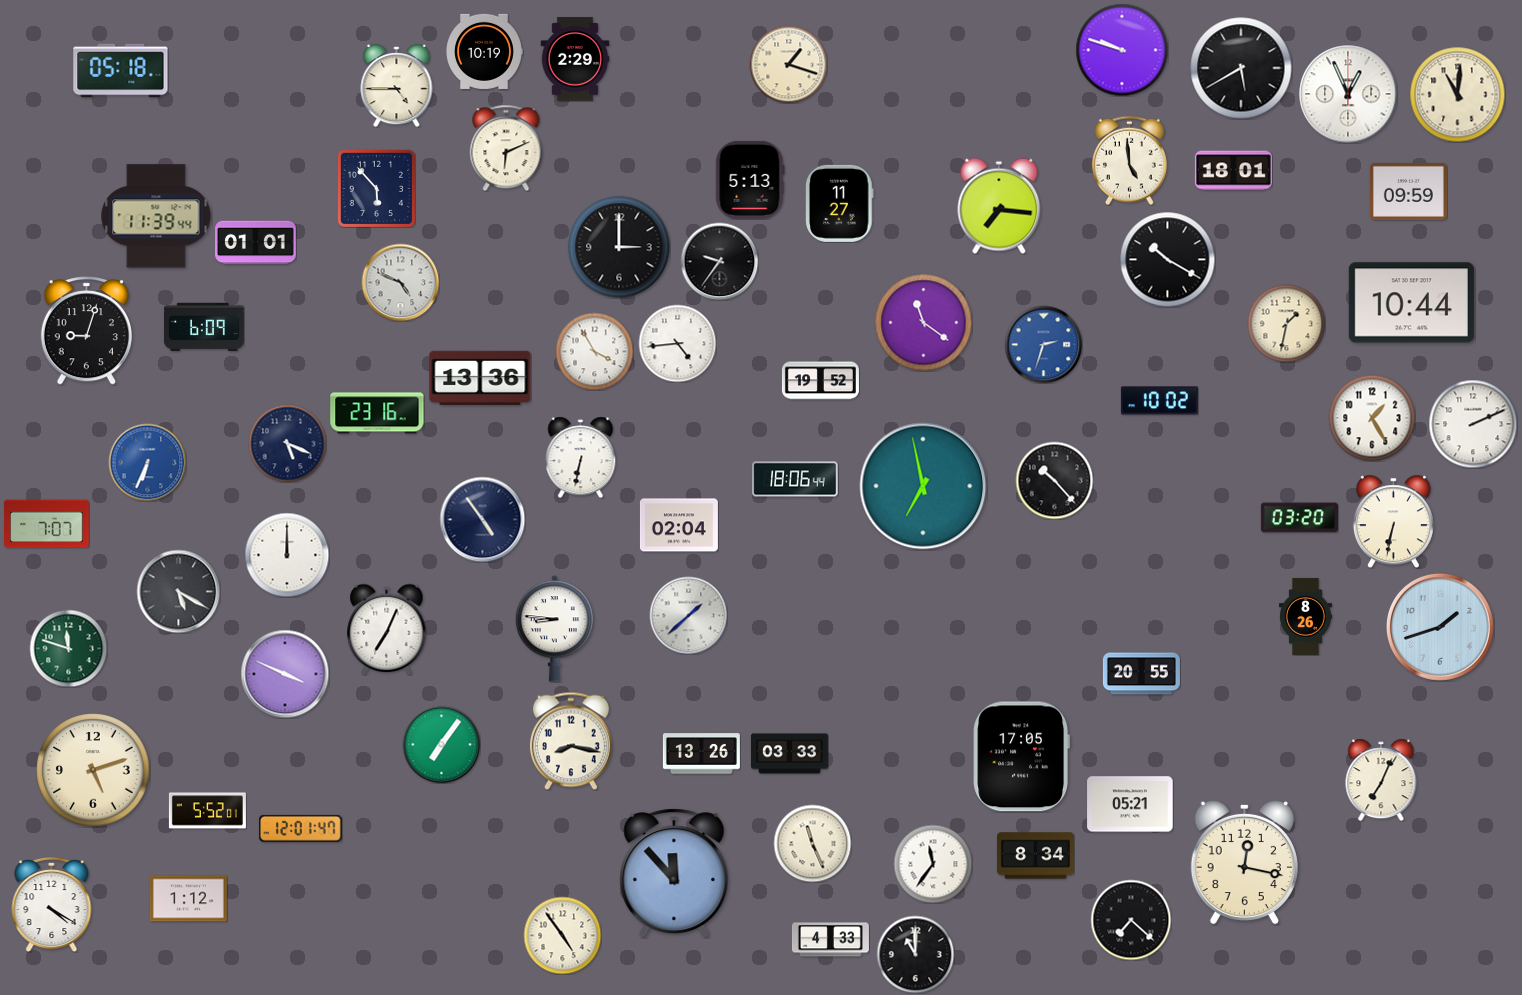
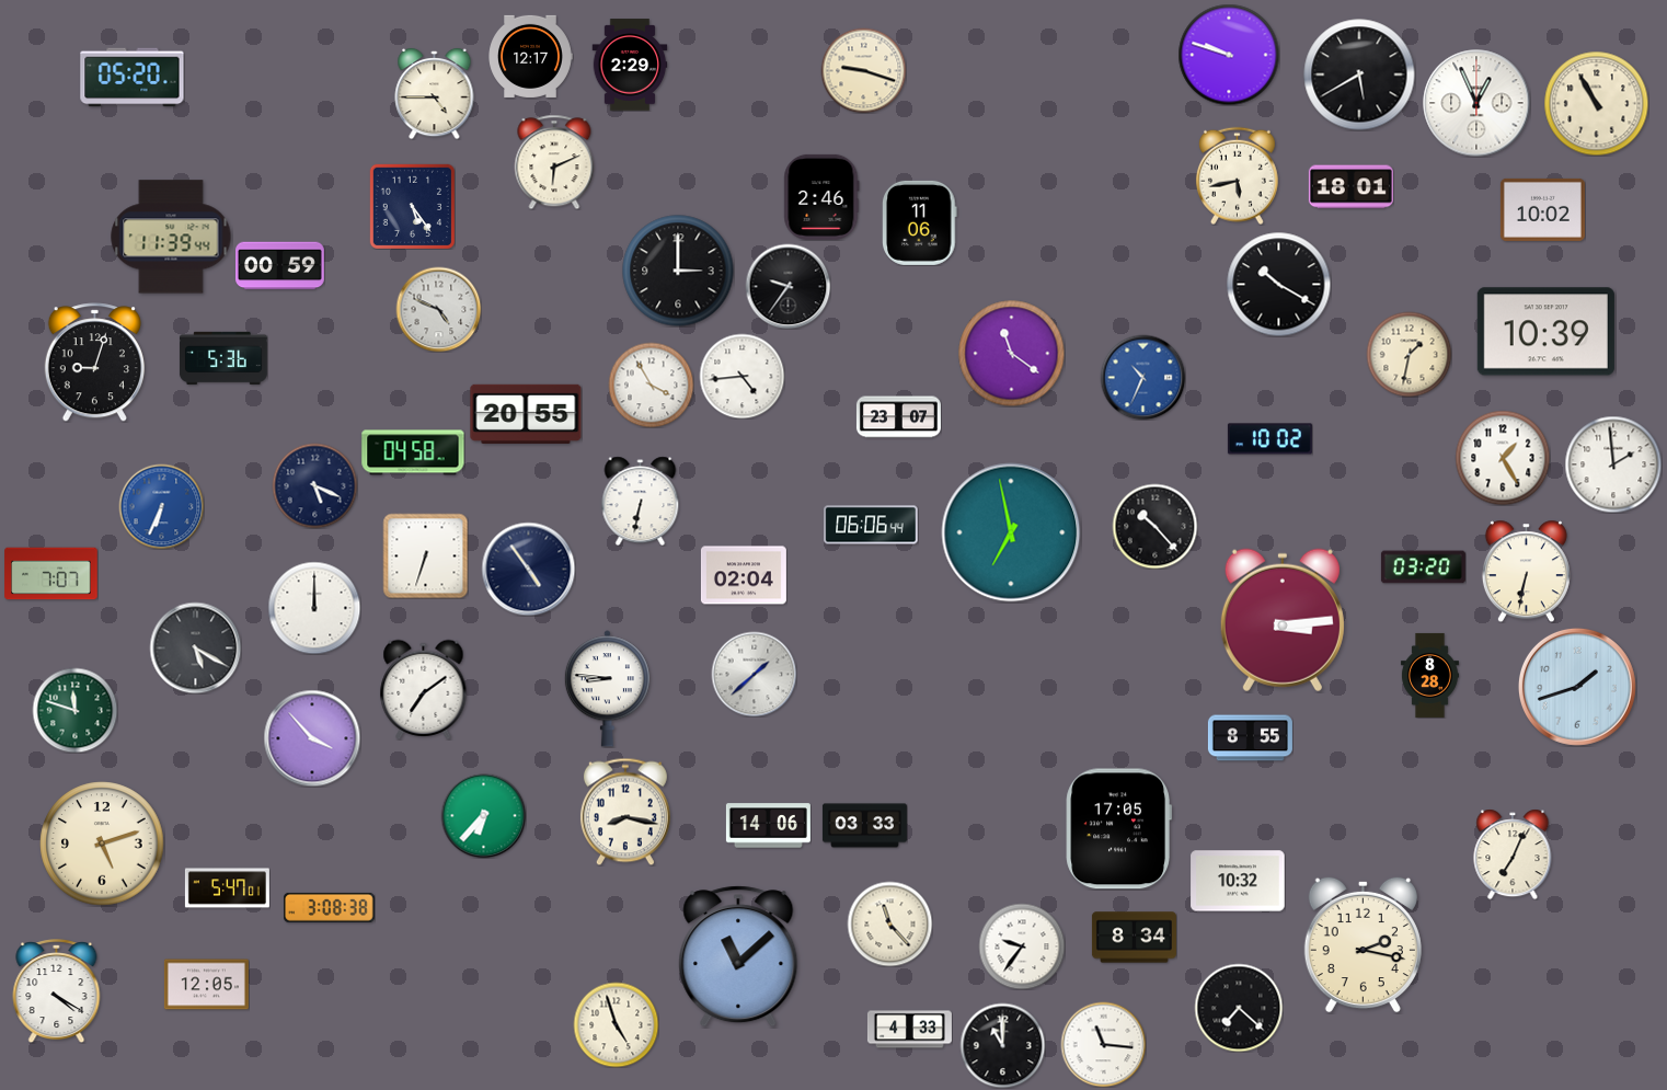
clock at (484, 51): 10:19 -> 12:17
clock at (788, 64): 1:18 -> 9:18
clock at (121, 71): 05:18 -> 05:20
clock at (1457, 94): 11:01 -> 10:55
clock at (1129, 160): 4:59 -> 5:43
clock at (750, 180): 5:13 -> 2:46
clock at (376, 188): 5:53 -> 5:24
clock at (1408, 191): 09:59 -> 10:02
clock at (840, 203): 11:27 -> 11:06
clock at (999, 206): 7:16 -> none
clock at (256, 243): 01:01 -> 00:59
clock at (1411, 303): 10:44 -> 10:39
clock at (204, 326): 6:09 -> 5:36
clock at (1043, 344): 2:33 -> 10:34
clock at (480, 378): 13:36 -> 20:55
clock at (820, 381): 19:52 -> 23:07
clock at (377, 413): 23:16 -> 04:58
clock at (1473, 424): 2:11 -> 1:59
clock at (581, 457) position: (581, 457) -> (641, 501)
clock at (795, 479): 18:06 -> 06:06
clock at (425, 555): none -> 6:33
clock at (1283, 620): none -> 3:14
clock at (1305, 616): 8:26 -> 8:28
clock at (387, 629): 7:04 -> 7:09
clock at (285, 674): 3:49 -> 3:53
clock at (1141, 674): 20:55 -> 8:55
clock at (441, 744): 7:06 -> 6:37
clock at (701, 754): 13:26 -> 14:06
clock at (1130, 804): 05:21 -> 10:32
clock at (207, 811): 5:52 -> 5:47
clock at (301, 828): 12:01 -> 3:08
clock at (812, 843): 11:26 -> 11:23
clock at (1244, 862): 12:17 -> 2:17
clock at (933, 864): 11:36 -> 9:36
clock at (674, 873): 11:53 -> 11:08
clock at (188, 899): 1:12 -> 12:05
clock at (562, 935): 4:54 -> 4:57
clock at (1103, 1044): none -> 11:16
